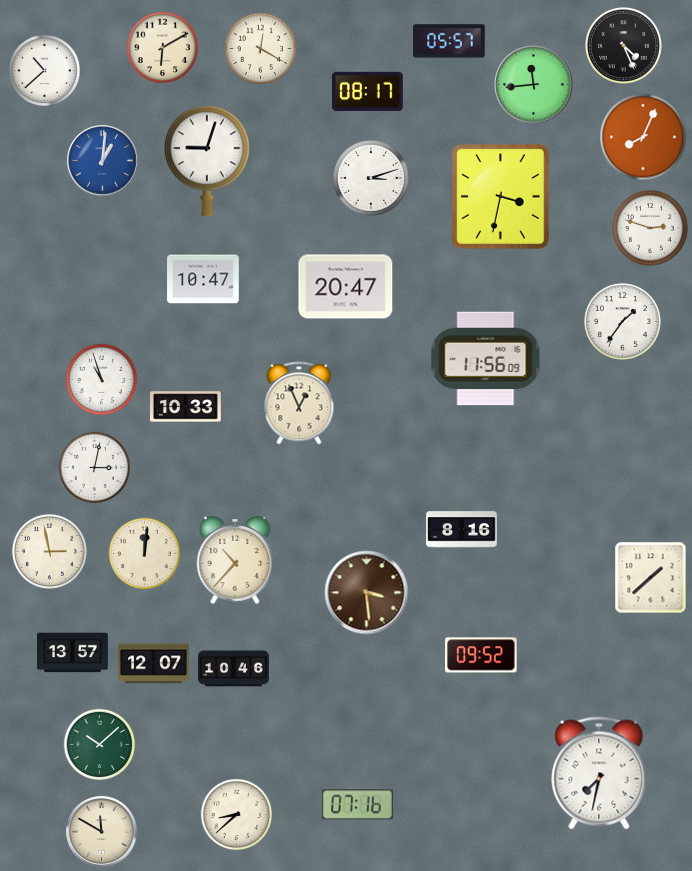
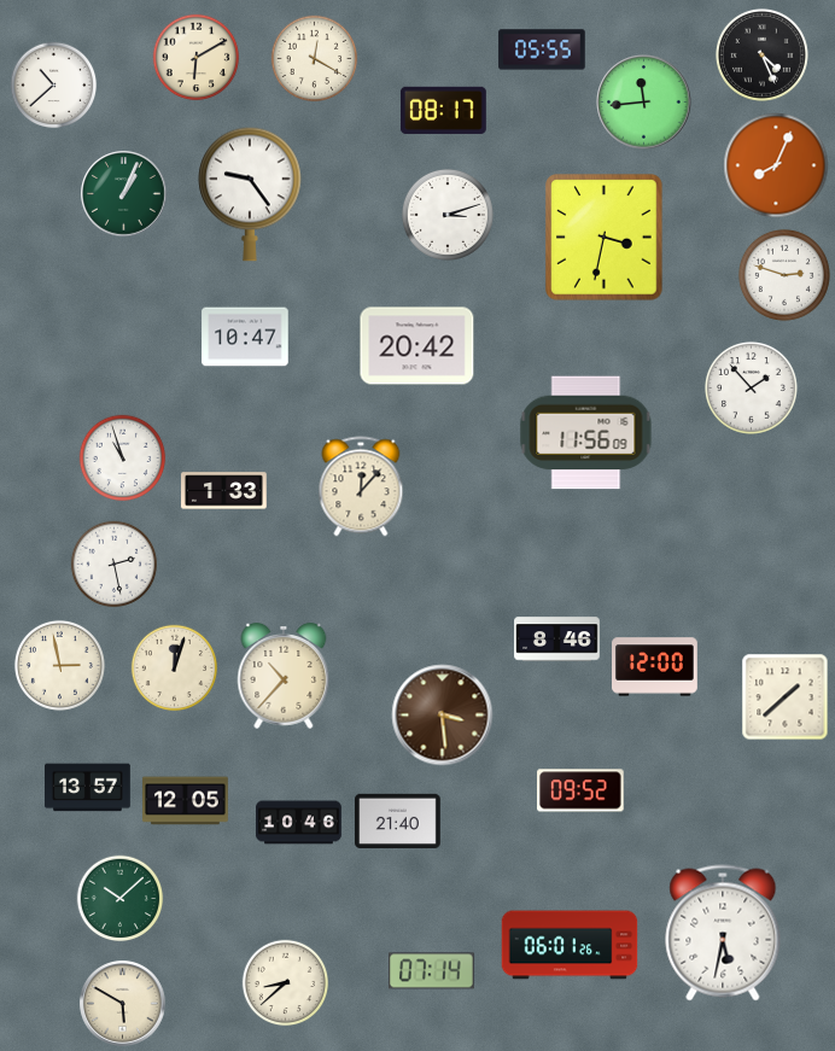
clock at (449, 41): 05:57 -> 05:55
clock at (623, 45) position: (623, 45) -> (761, 54)
clock at (103, 161): 1:01 -> 1:04
clock at (103, 161) dial: blue -> green
clock at (207, 161): 9:03 -> 9:24
clock at (346, 287): 20:47 -> 20:42
clock at (622, 321): 1:36 -> 1:53
clock at (299, 403): 12:56 -> 12:07
clock at (186, 407): 10:33 -> 1:33
clock at (95, 468): 3:02 -> 2:28
clock at (462, 530): 8:16 -> 8:46
clock at (655, 667): none -> 12:00
clock at (145, 554): 12:01 -> 12:03
clock at (154, 664): 12:07 -> 12:05
clock at (234, 669) position: (234, 669) -> (299, 823)
clock at (398, 821): none -> 21:40
clock at (599, 773): 7:32 -> 5:32
clock at (570, 945): none -> 06:01
clock at (358, 805): 07:16 -> 07:14
clock at (102, 832): 11:50 -> 5:50
